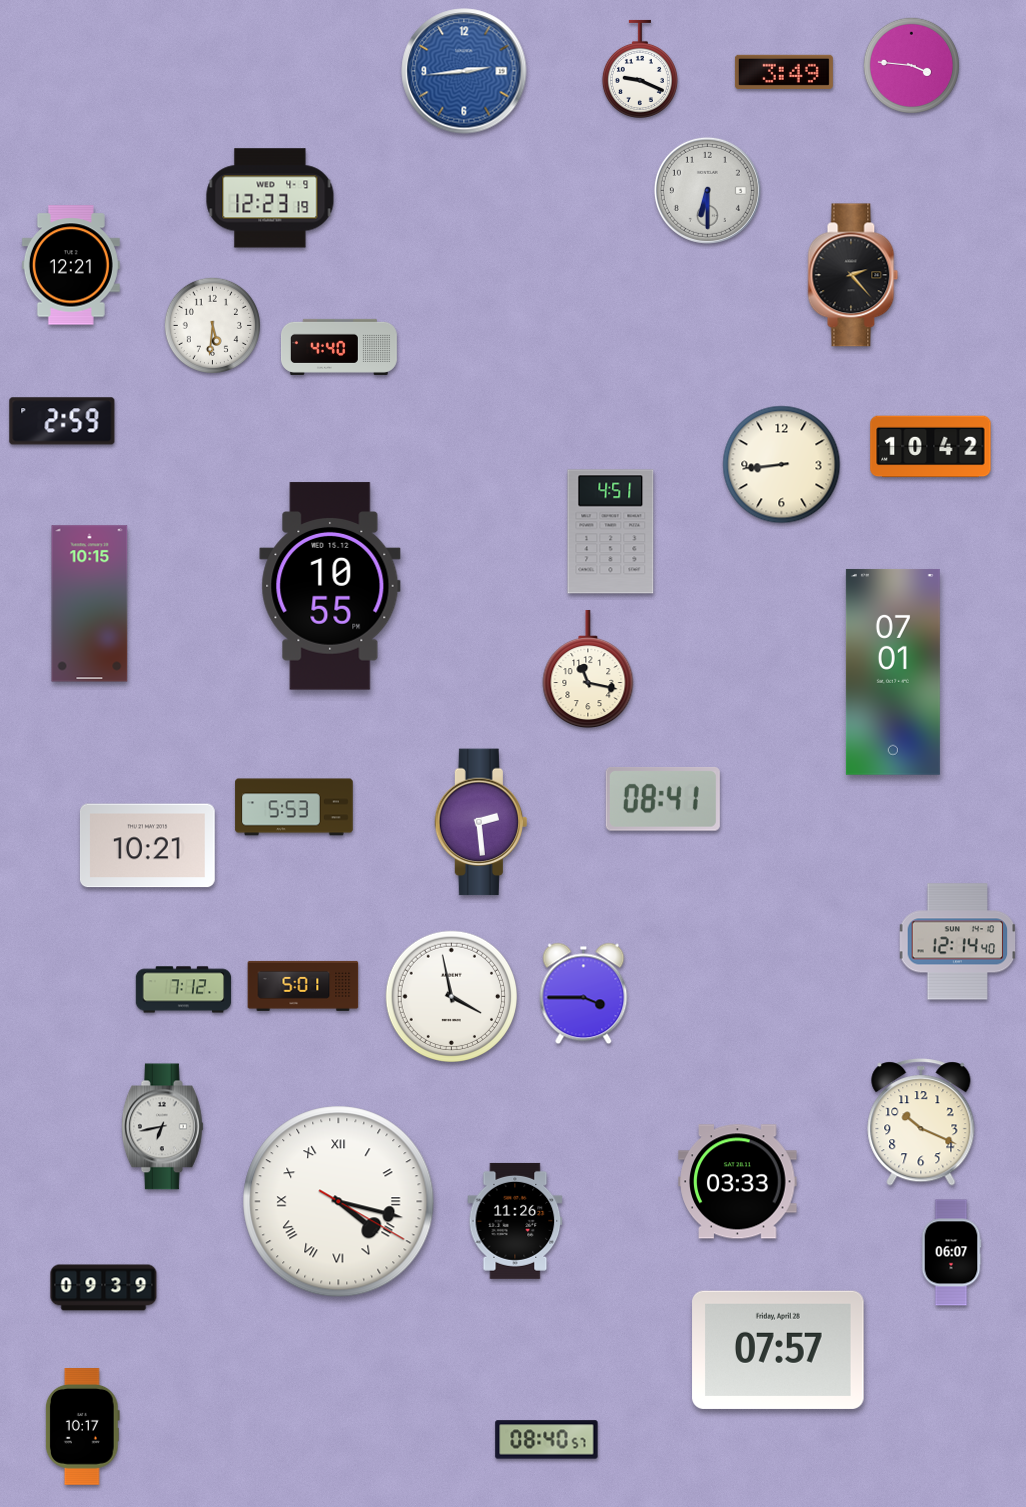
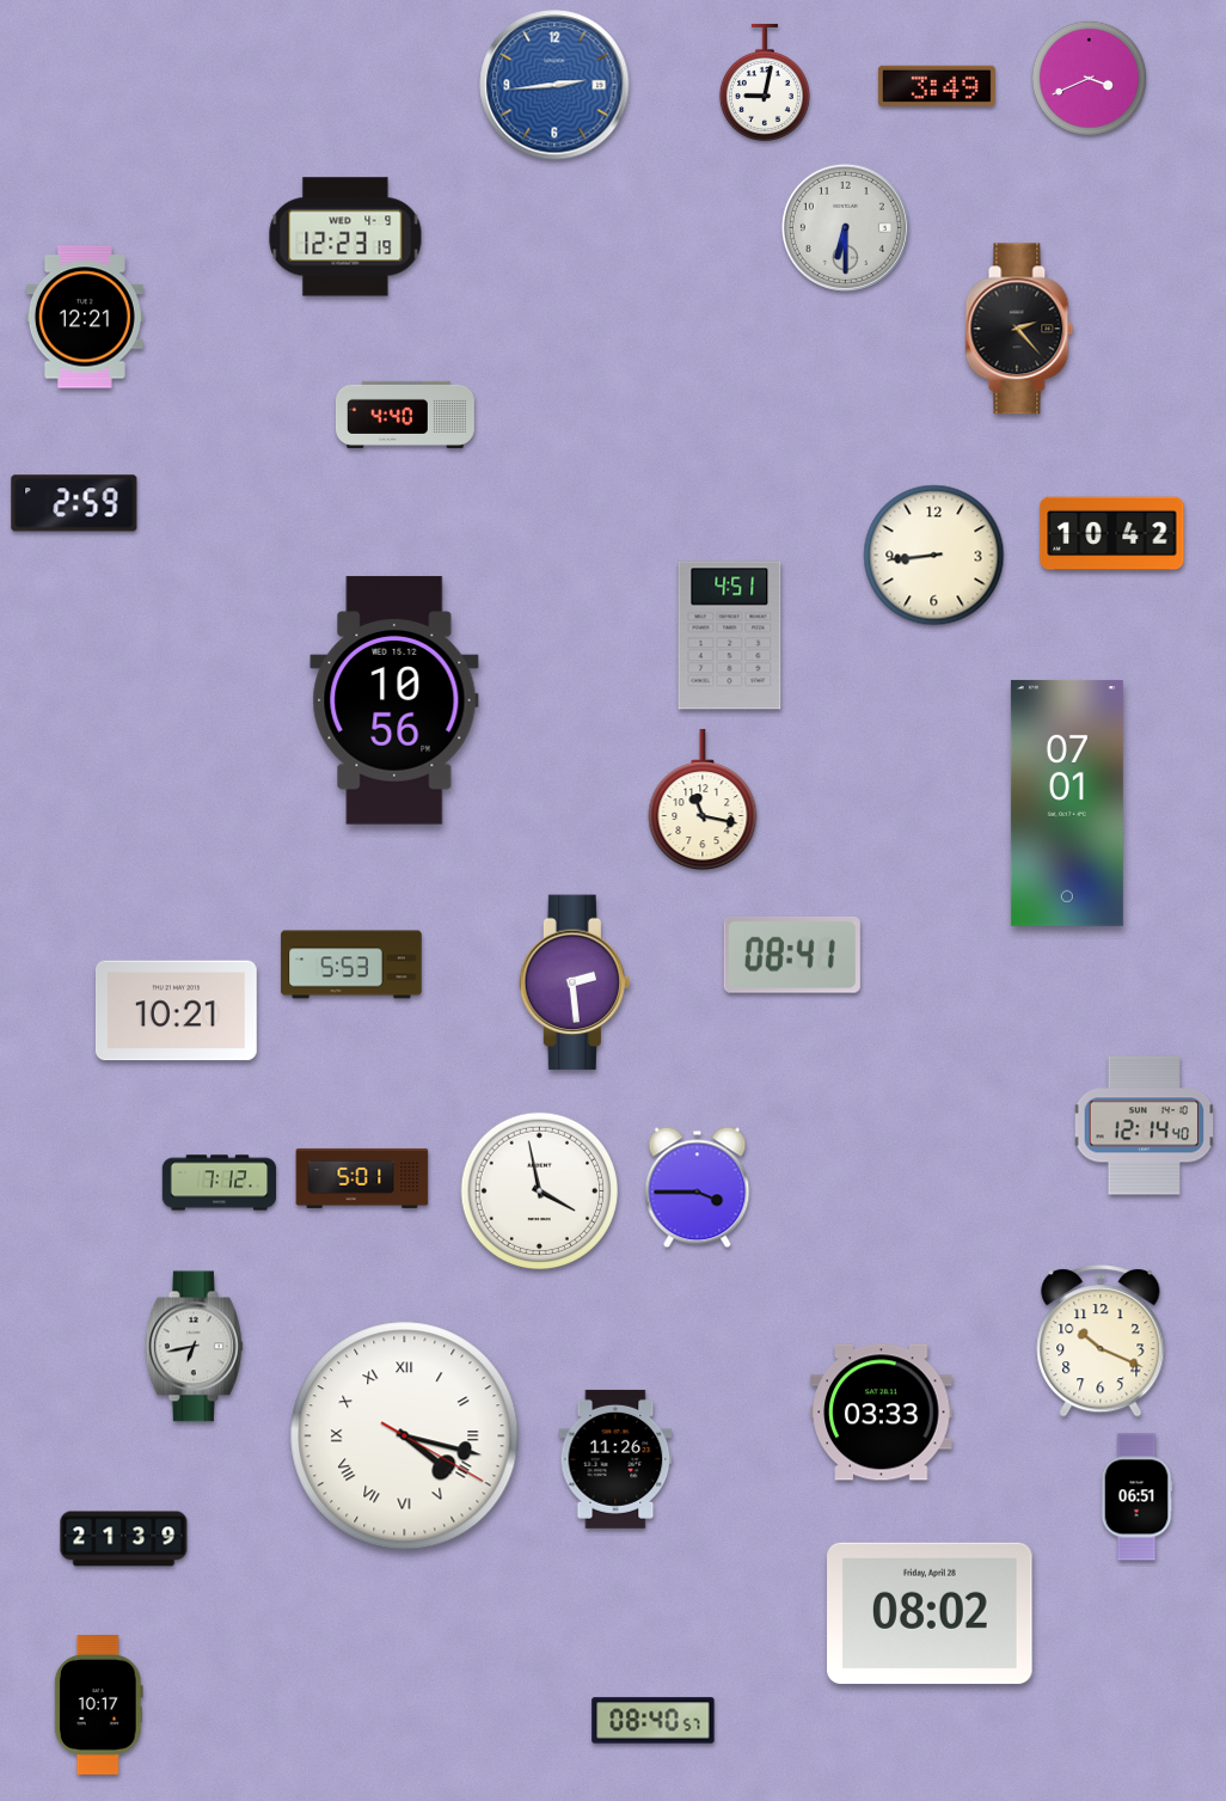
clock at (911, 65): 3:46 -> 3:41
clock at (640, 69): 9:19 -> 9:02
clock at (270, 198) position: (270, 198) -> (345, 237)
clock at (212, 325): 5:31 -> none
clock at (330, 586): 10:55 -> 10:56
clock at (90, 604): 10:15 -> none
clock at (951, 1253): 06:07 -> 06:51
clock at (104, 1288): 09:39 -> 21:39
clock at (778, 1350): 07:57 -> 08:02
